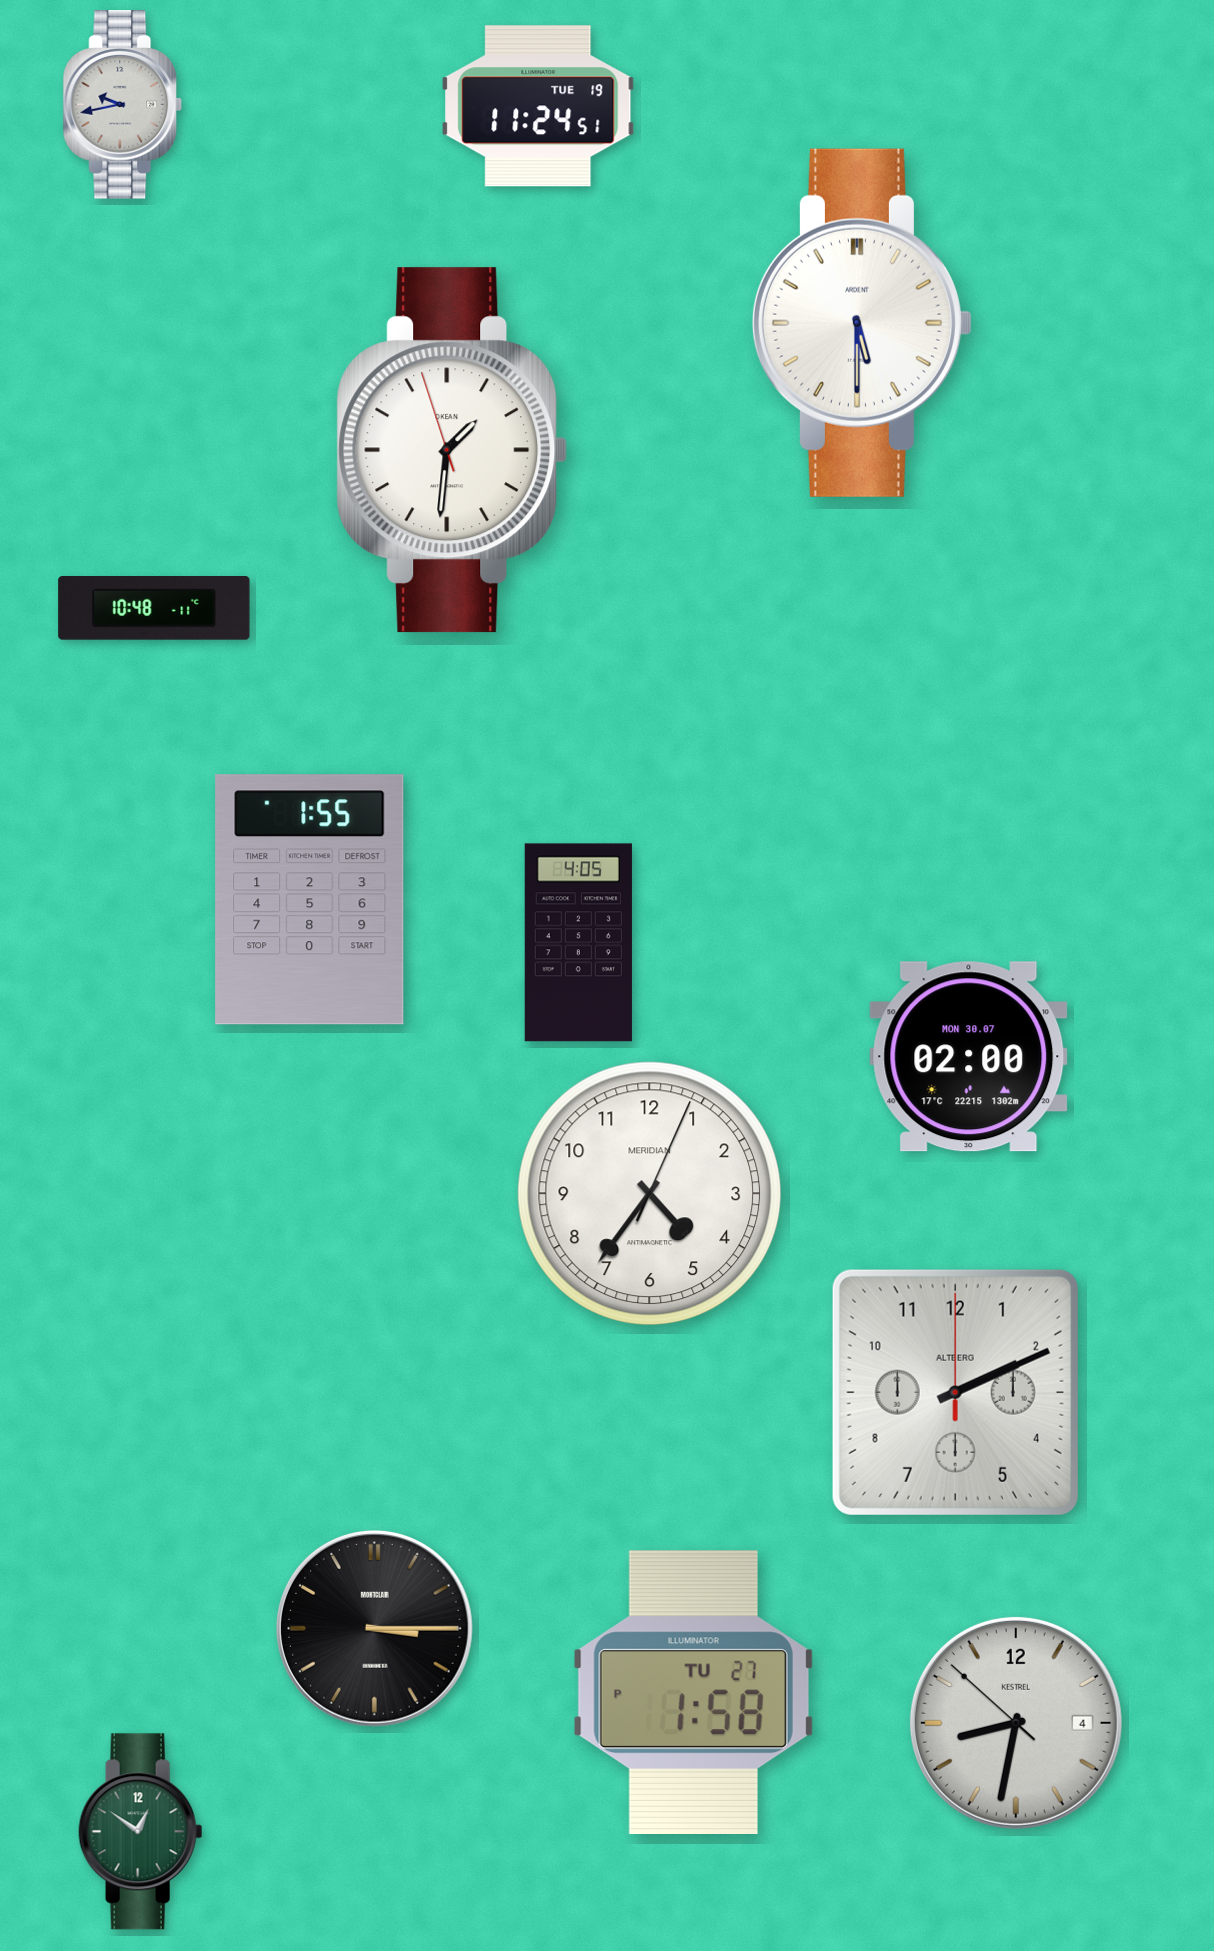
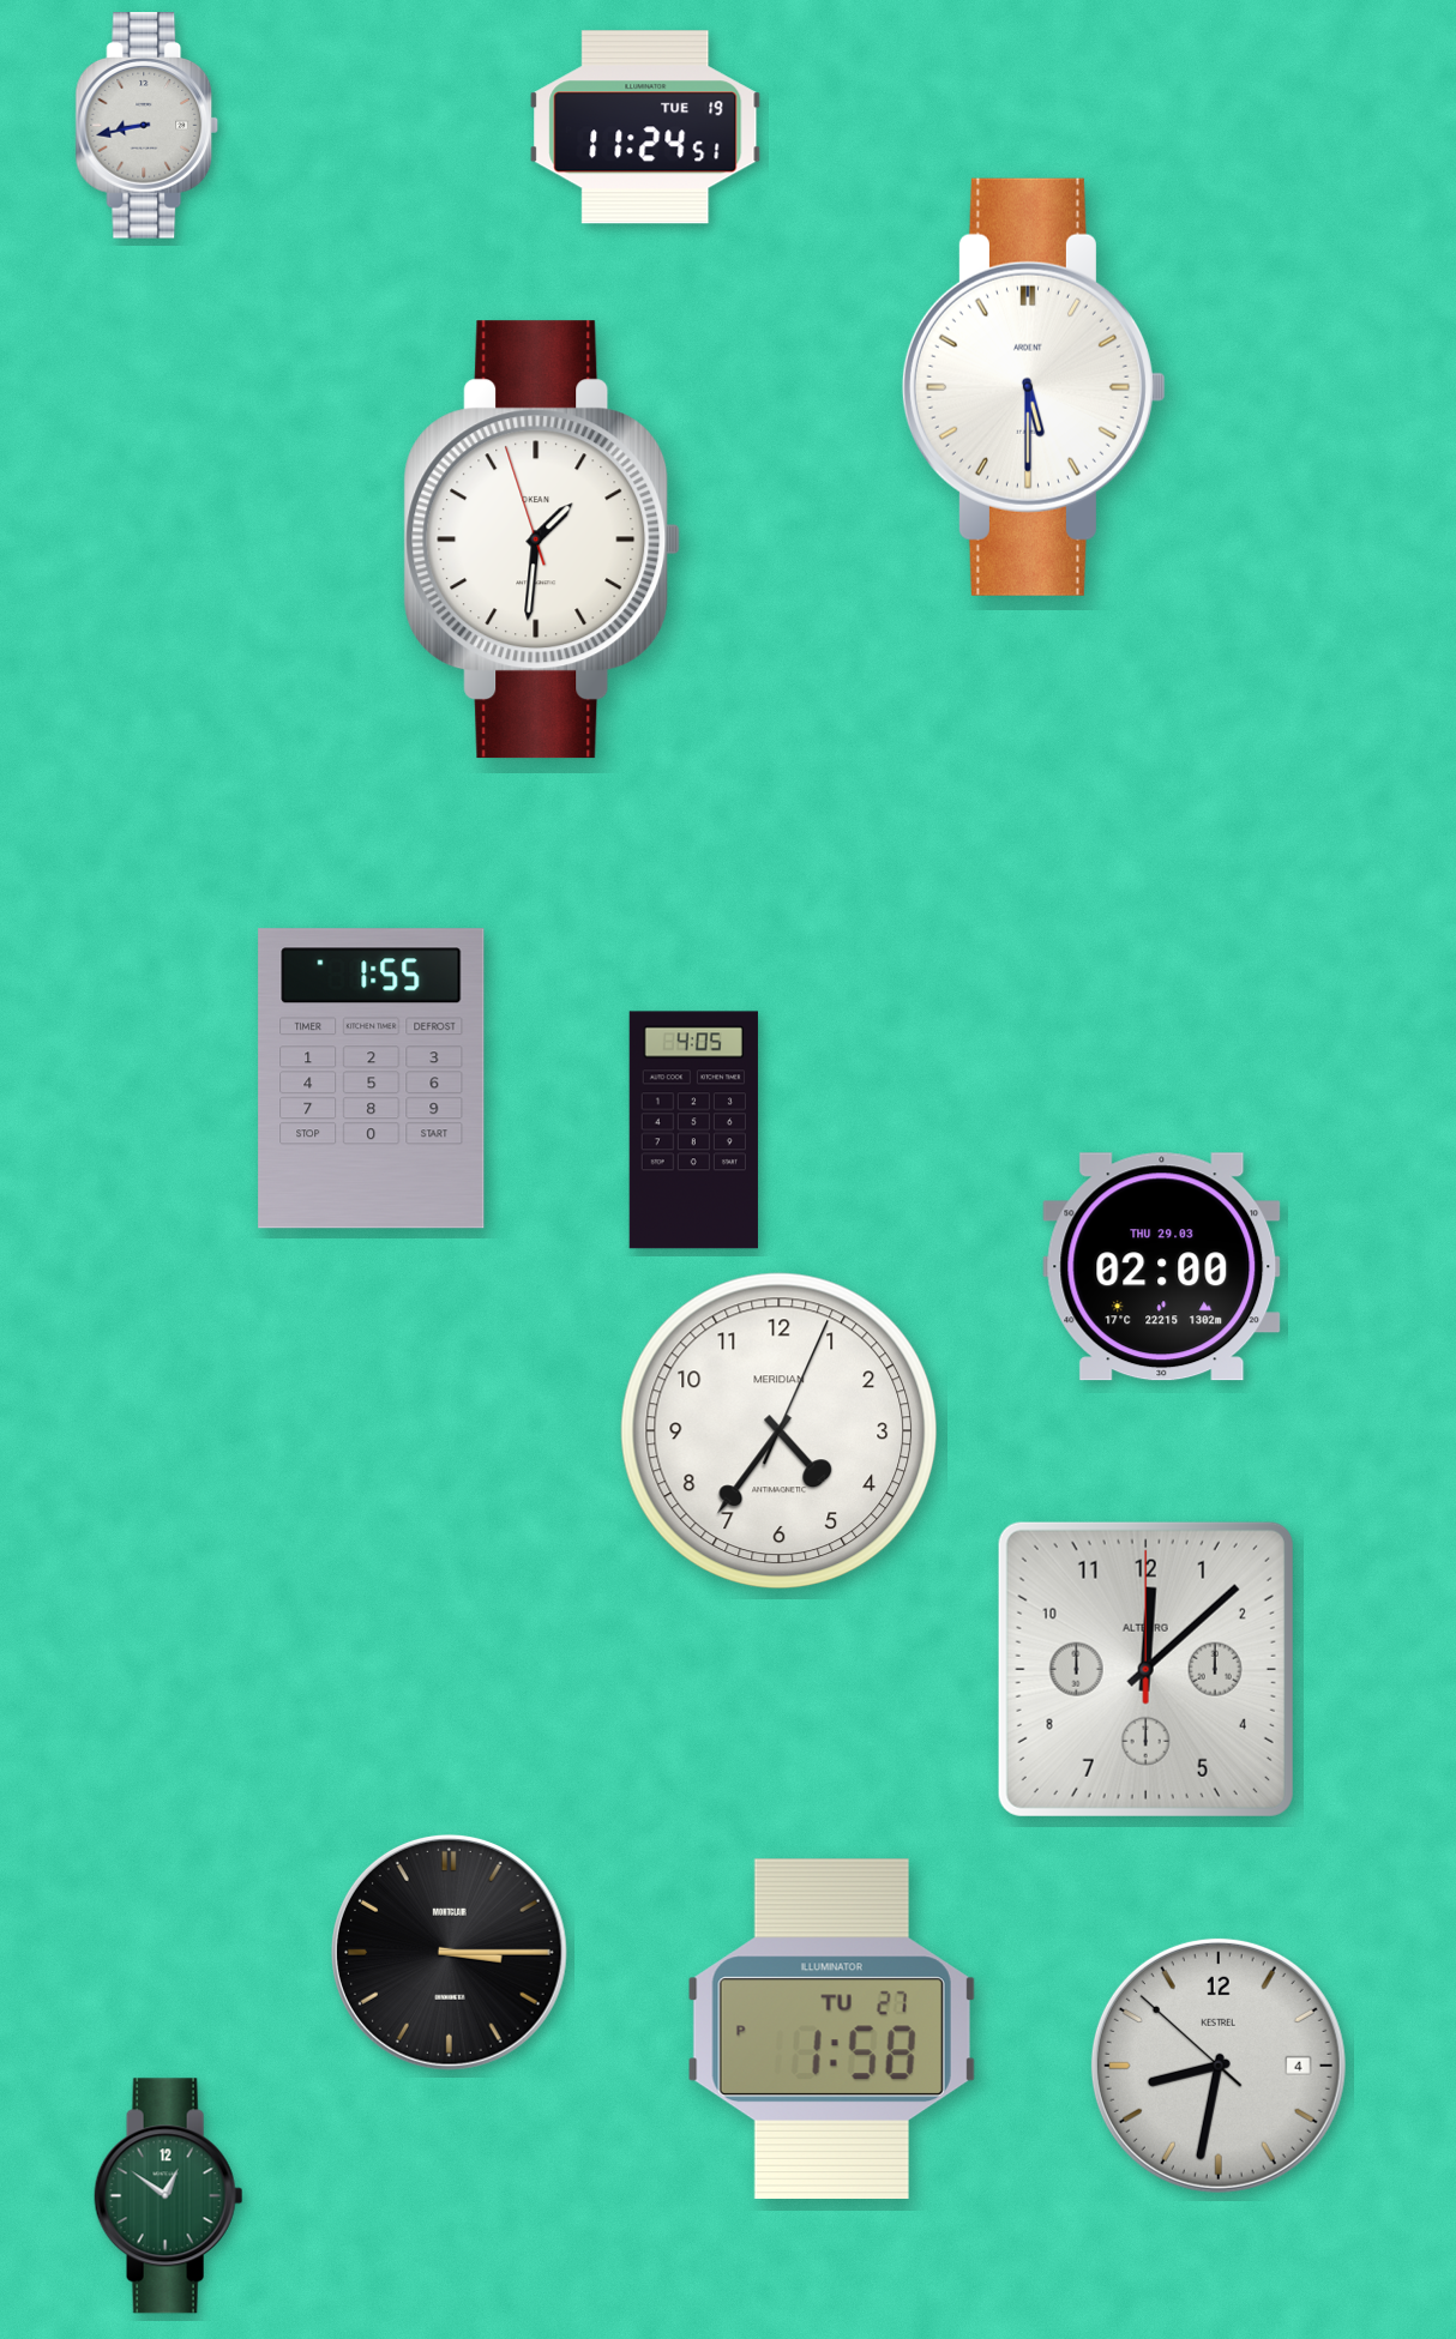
clock at (123, 105): 9:43 -> 8:43
clock at (154, 609): 10:48 -> none
clock at (969, 1057) date: MON 30.07 -> THU 29.03
clock at (955, 1392): 2:11 -> 12:08
